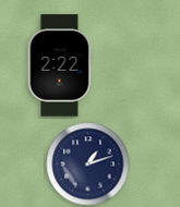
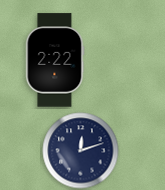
clock at (88, 165): 1:12 -> 12:12
